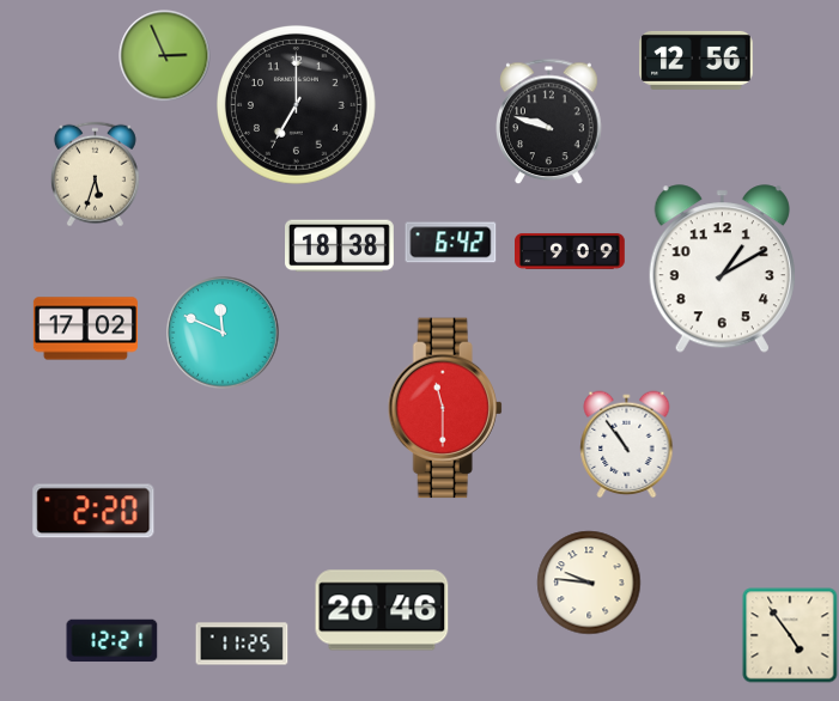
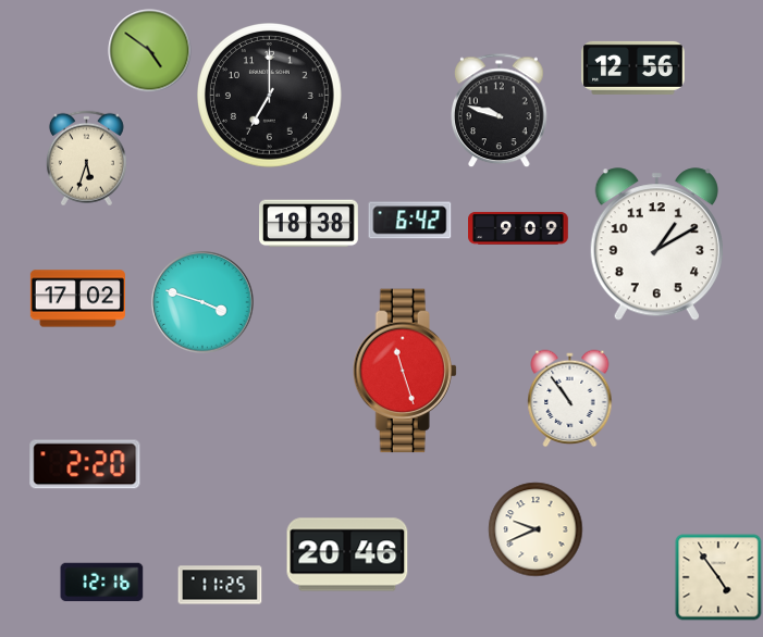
clock at (165, 56): 2:56 -> 4:51
clock at (697, 60) position: (697, 60) -> (633, 67)
clock at (223, 333): 11:49 -> 3:48
clock at (445, 408): 11:30 -> 11:27
clock at (627, 445) position: (627, 445) -> (570, 399)
clock at (589, 583): 9:46 -> 9:41
clock at (113, 641): 12:21 -> 12:16
